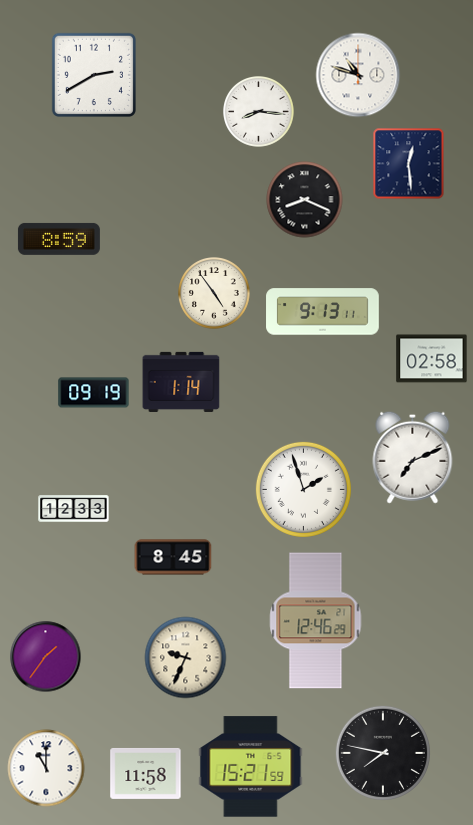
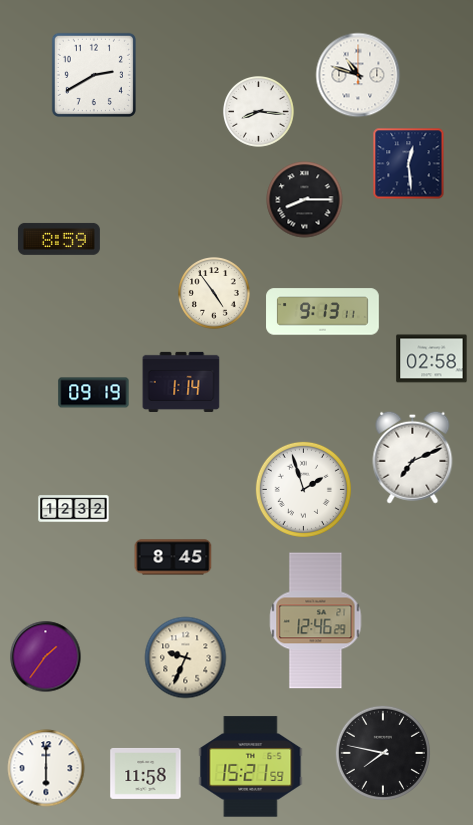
clock at (305, 200): 8:19 -> 8:15
clock at (74, 509): 12:33 -> 12:32
clock at (46, 768): 11:00 -> 6:00
